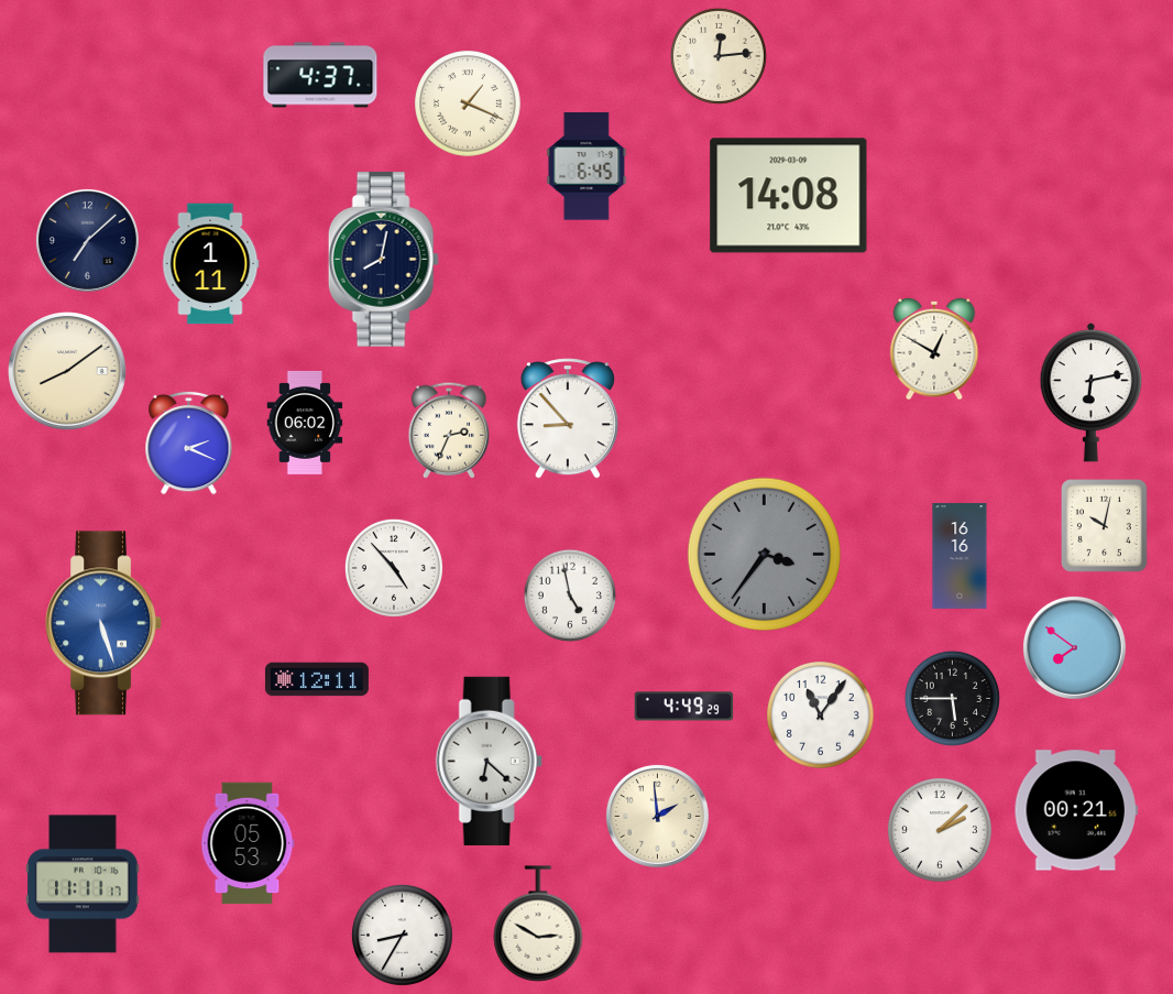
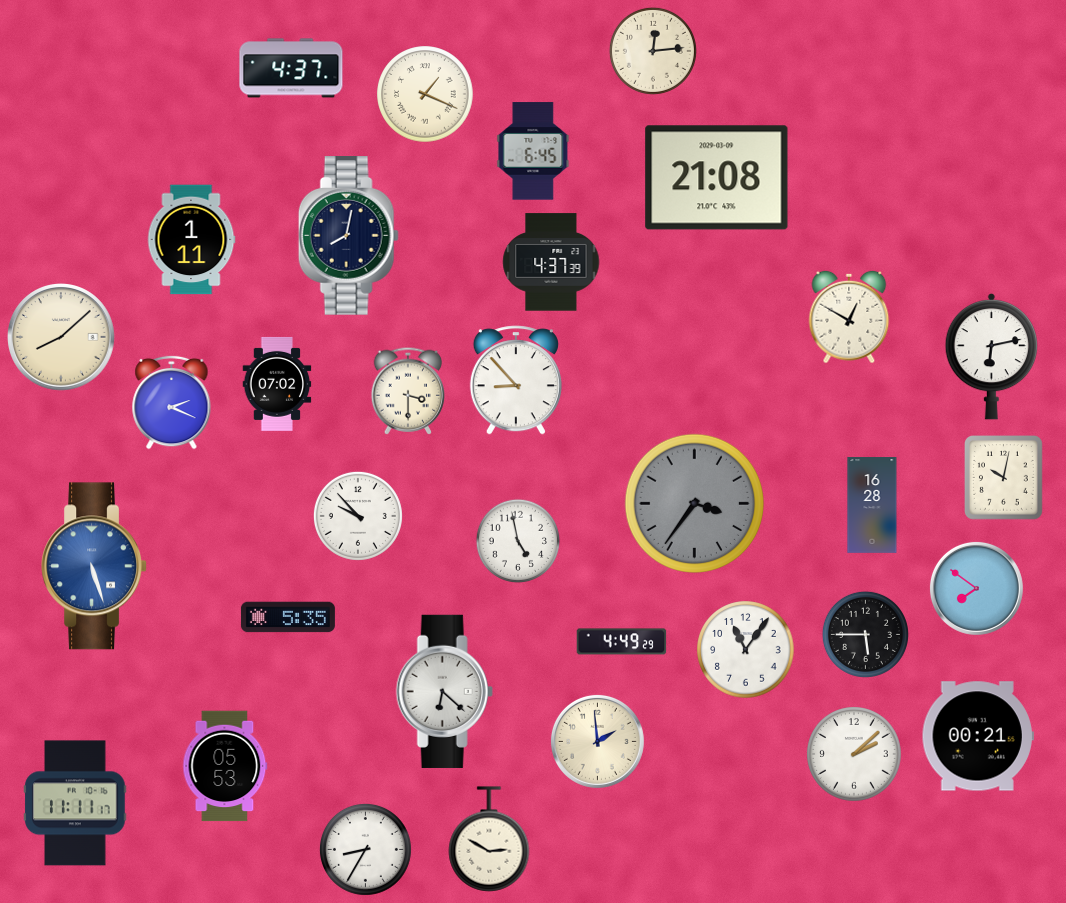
clock at (789, 196): 14:08 -> 21:08
clock at (87, 240): 7:08 -> none
clock at (551, 262): none -> 4:37
clock at (68, 372): 8:09 -> 8:08
clock at (305, 423): 06:02 -> 07:02
clock at (448, 430): 2:34 -> 3:30
clock at (960, 556): 16:16 -> 16:28
clock at (394, 568): 4:53 -> 9:53
clock at (317, 679): 12:11 -> 5:35
